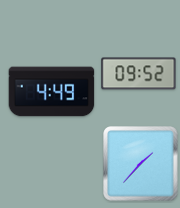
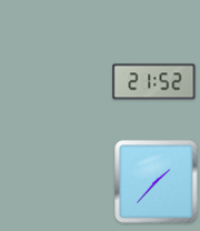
clock at (139, 74): 09:52 -> 21:52
clock at (52, 92): 4:49 -> none
